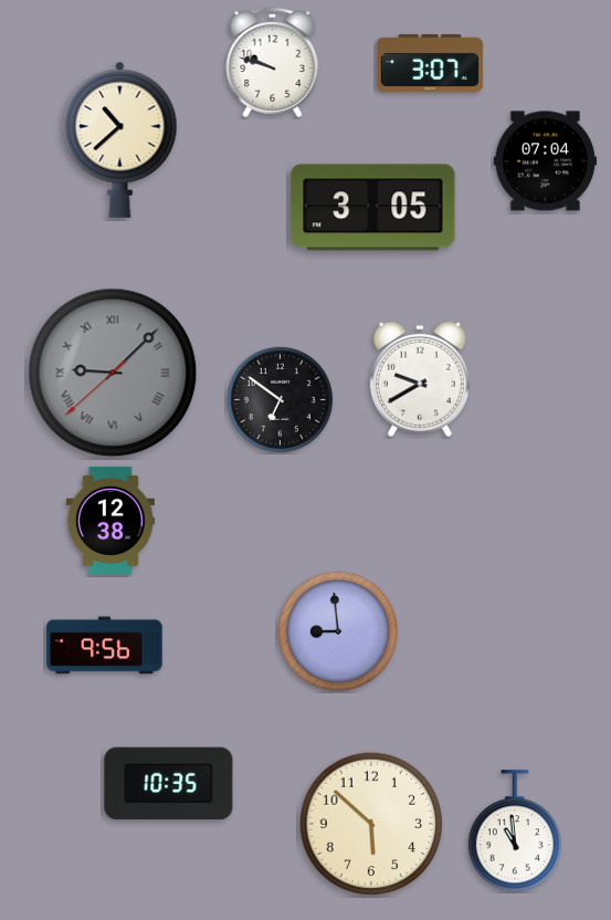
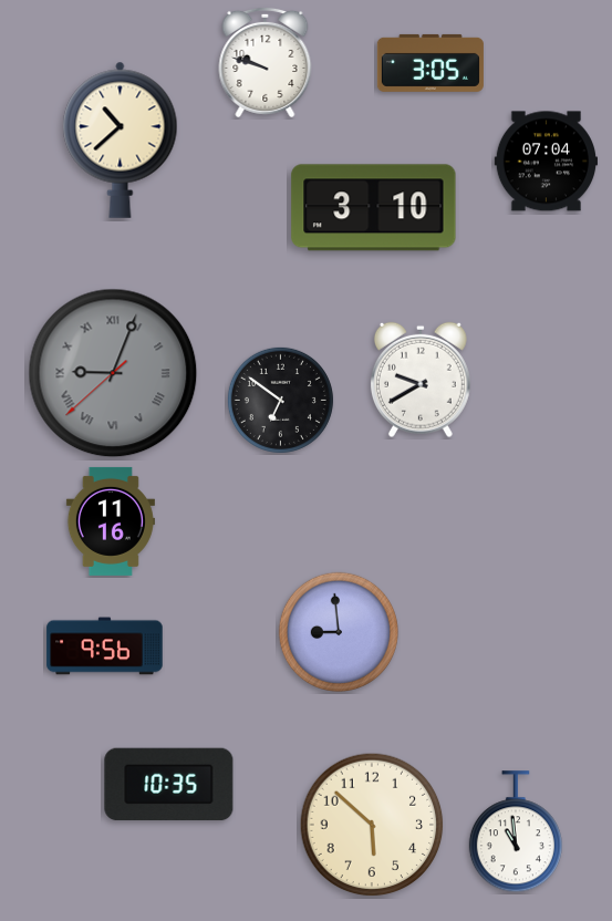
clock at (273, 62) position: (273, 62) -> (266, 62)
clock at (430, 63): 3:07 -> 3:05
clock at (373, 208): 3:05 -> 3:10
clock at (113, 373): 9:07 -> 9:03
clock at (110, 521): 12:38 -> 11:16
